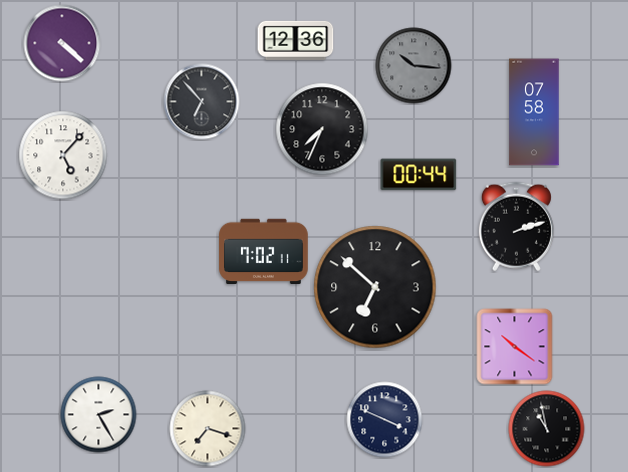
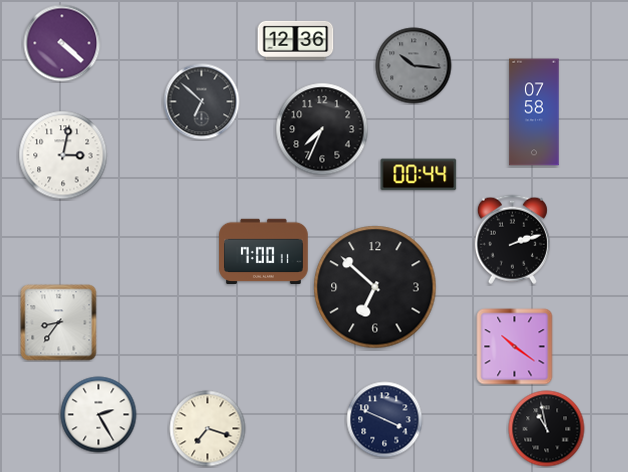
clock at (202, 102): 6:53 -> 6:52
clock at (63, 155): 5:07 -> 3:02
clock at (516, 227) position: (516, 227) -> (512, 240)
clock at (264, 252): 7:02 -> 7:00
clock at (59, 323): none -> 8:36
